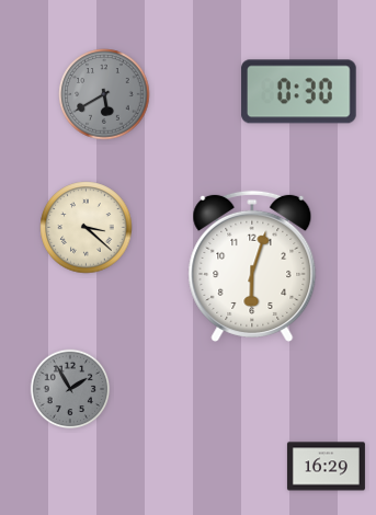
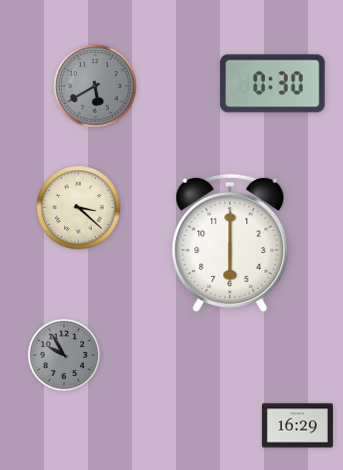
clock at (252, 266): 6:03 -> 6:00
clock at (70, 389): 1:55 -> 9:55
